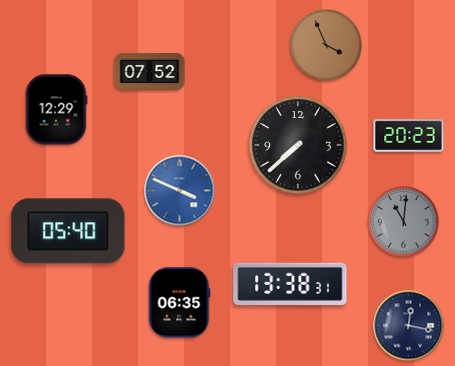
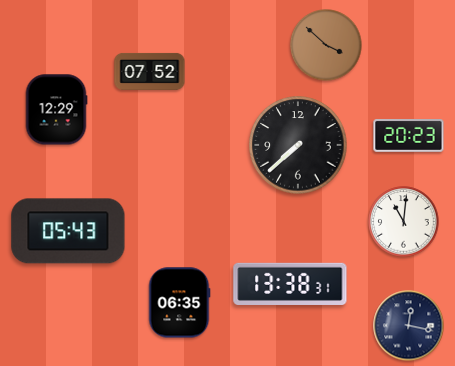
clock at (326, 45): 3:56 -> 3:52
clock at (180, 191): 3:49 -> none
clock at (404, 222) dial: grey -> white
clock at (68, 231): 05:40 -> 05:43
